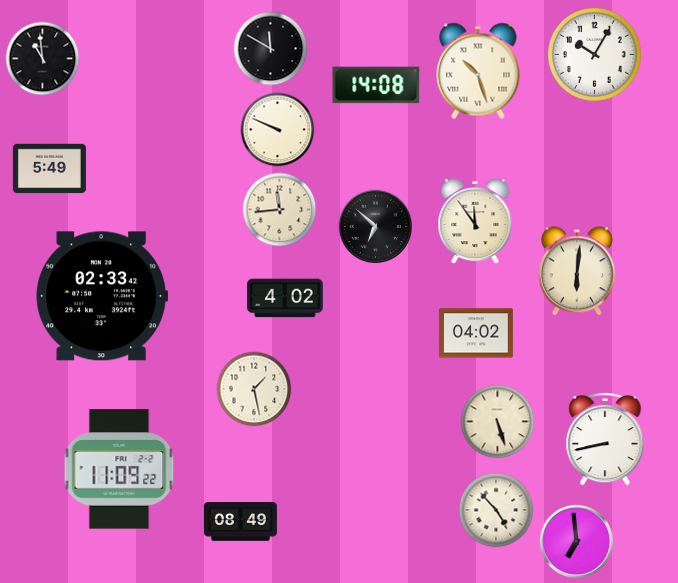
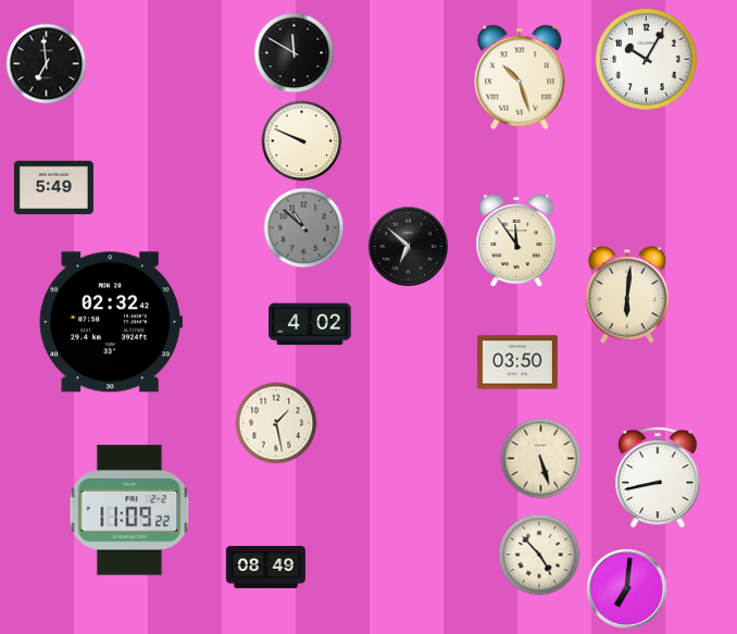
clock at (43, 59): 10:59 -> 6:59
clock at (376, 85): 14:08 -> none
clock at (49, 169) position: (49, 169) -> (53, 188)
clock at (280, 210): 11:44 -> 10:52
clock at (280, 210) dial: cream -> grey
clock at (101, 296): 02:33 -> 02:32
clock at (476, 333): 04:02 -> 03:50
clock at (240, 522) position: (240, 522) -> (265, 568)
clock at (576, 541): 6:59 -> 7:01
